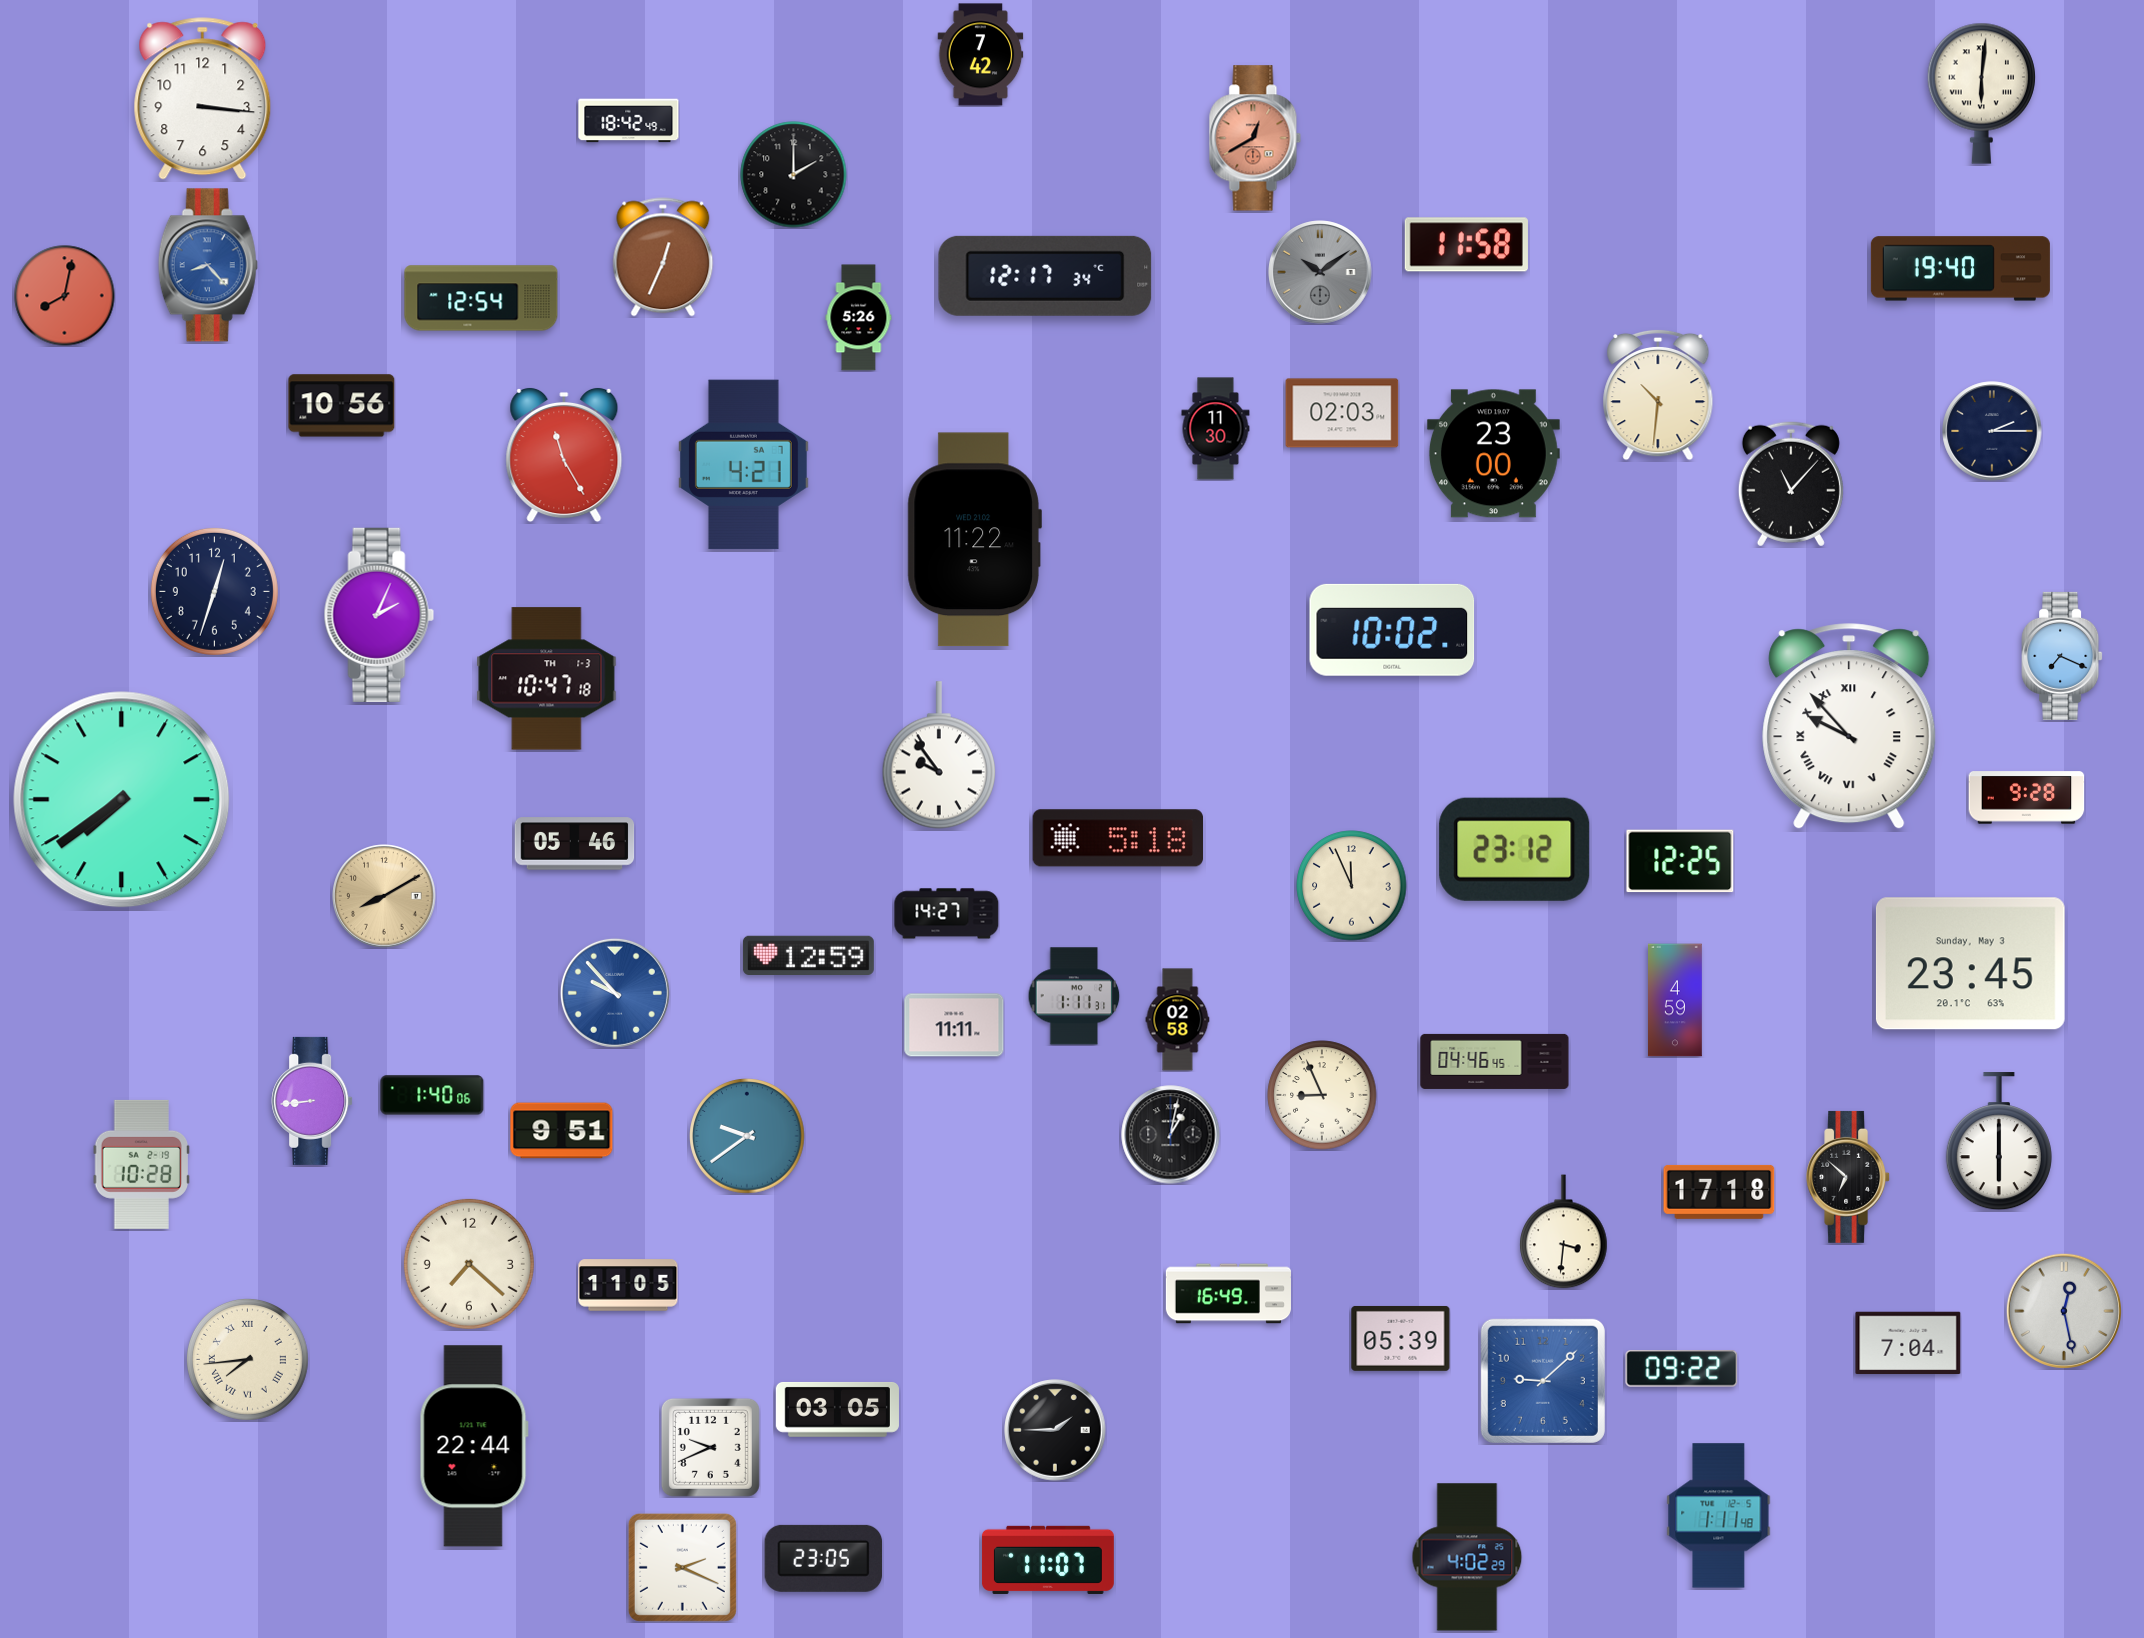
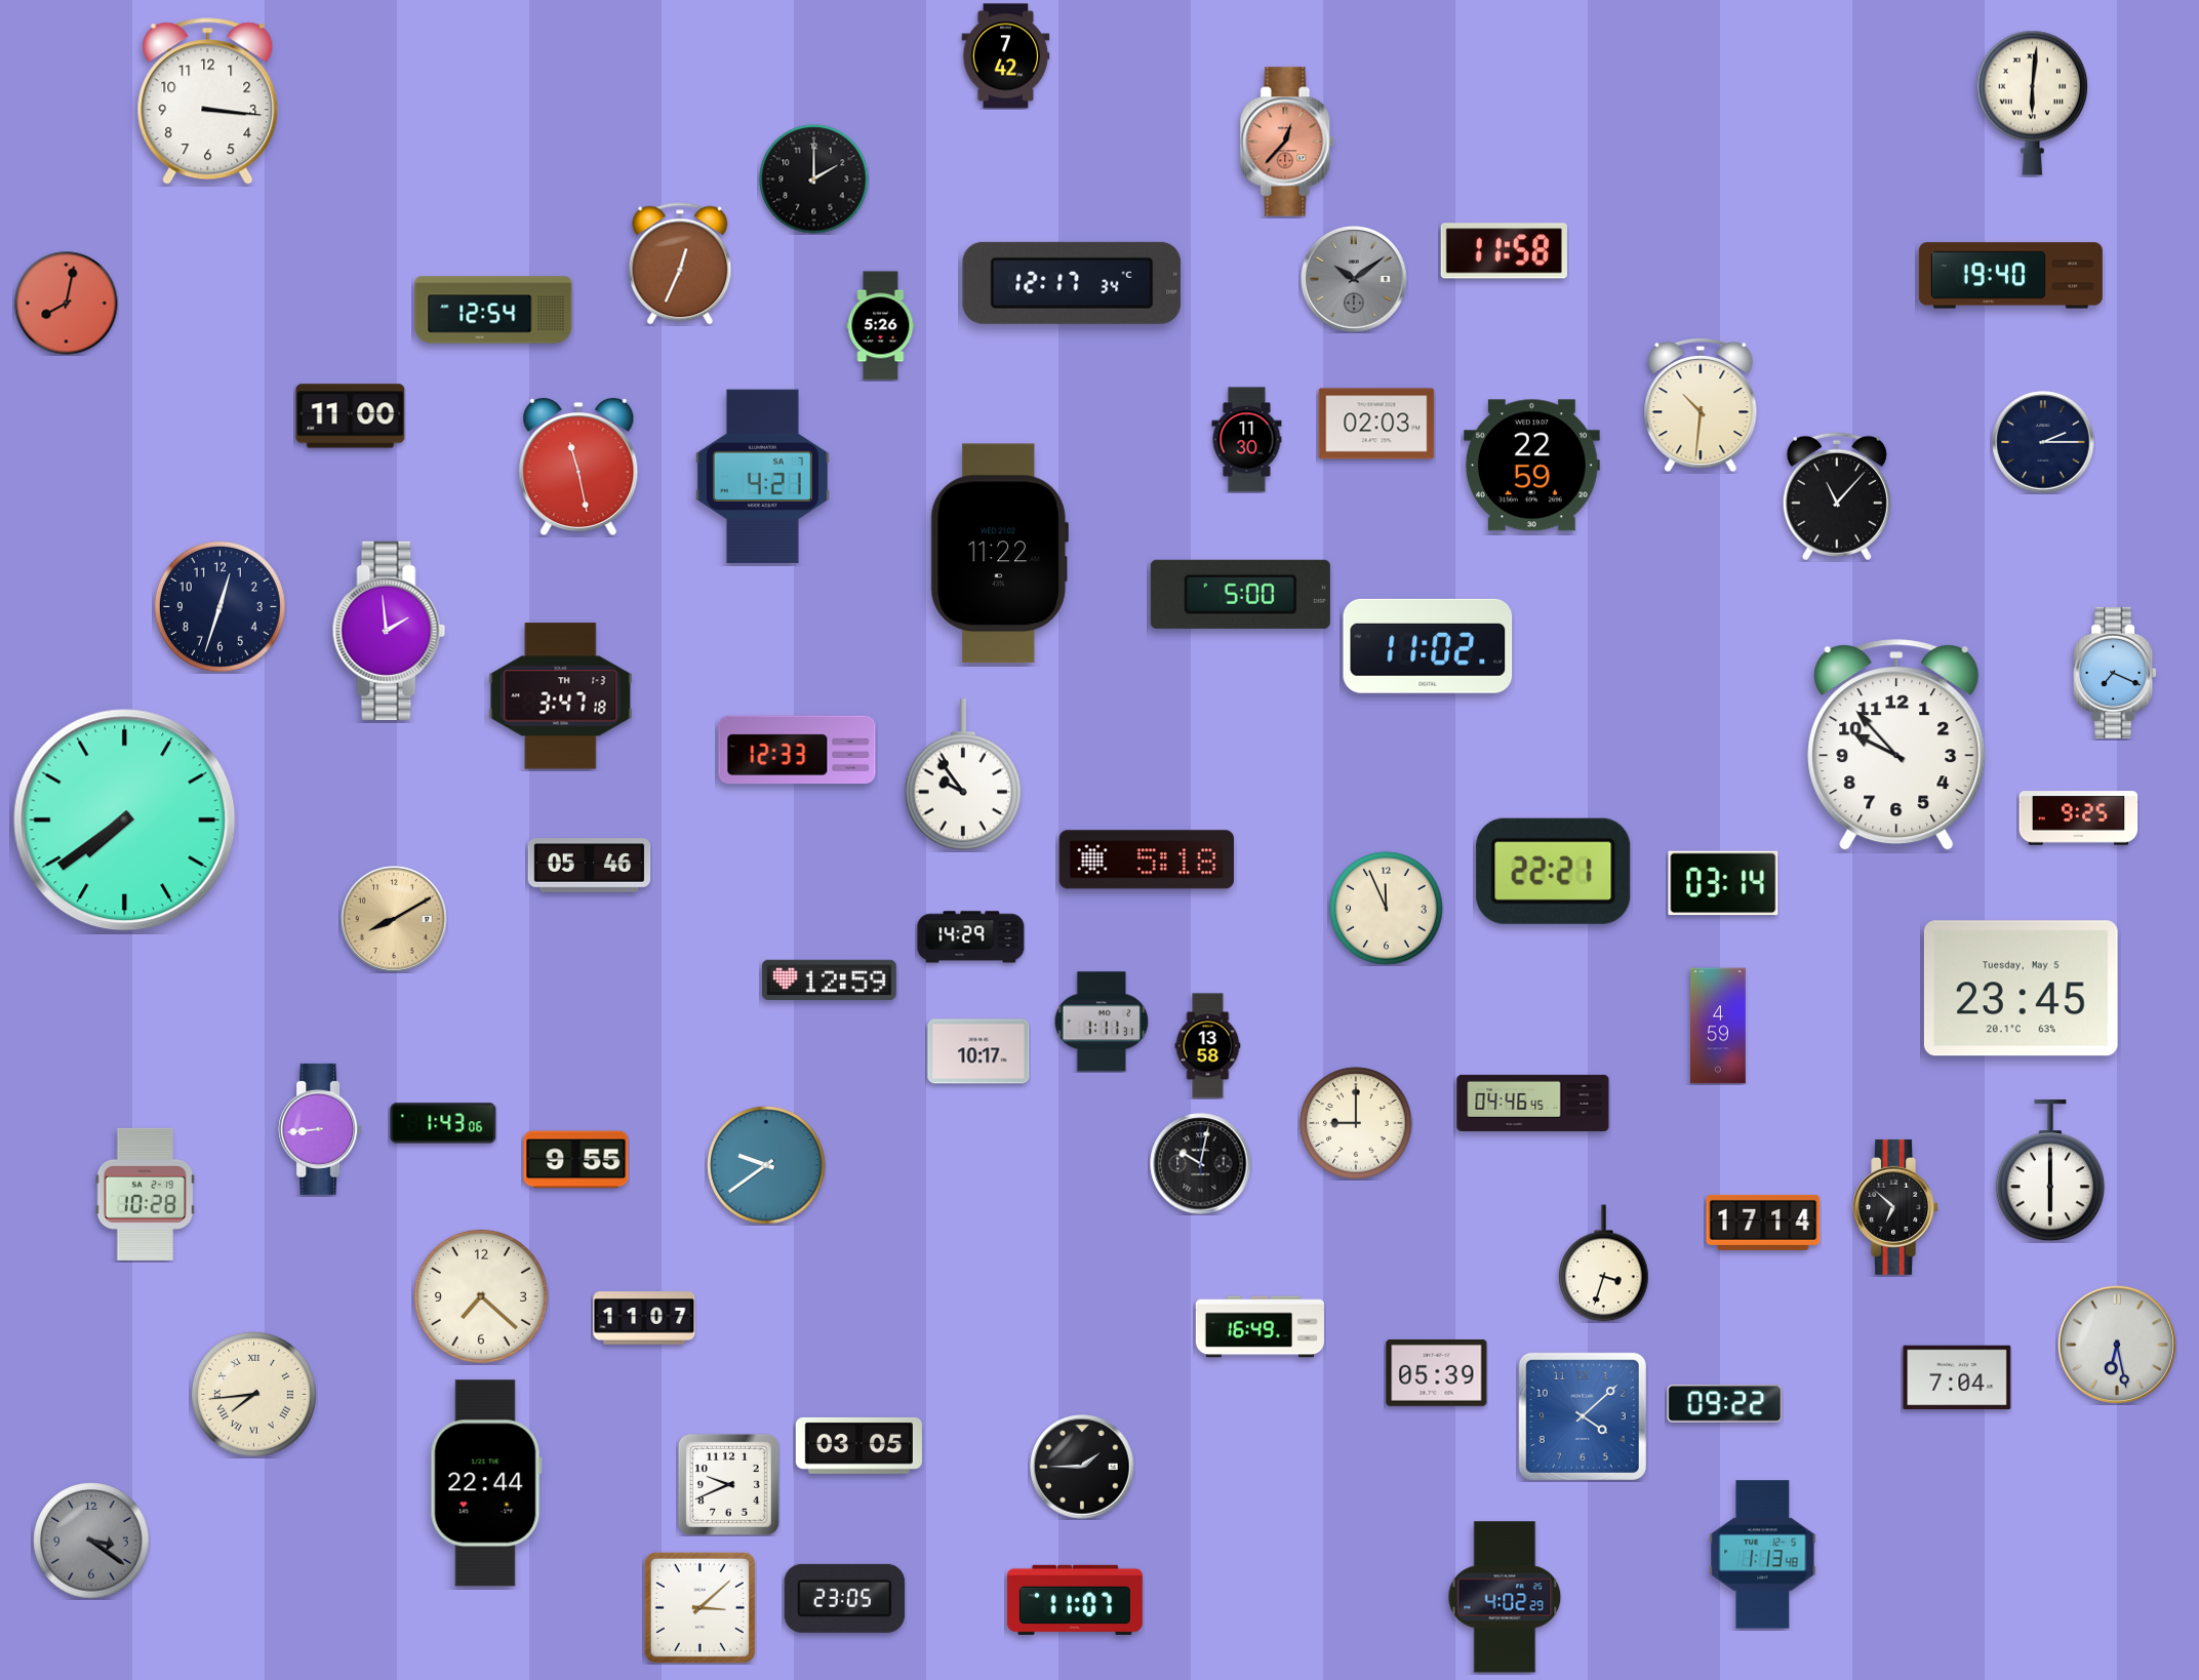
clock at (1981, 93) position: (1981, 93) -> (2032, 103)
clock at (629, 121): 18:42 -> none
clock at (1255, 138): 12:40 -> 12:37
clock at (208, 265): 8:23 -> none
clock at (481, 298) position: (481, 298) -> (493, 310)
clock at (342, 406): 10:56 -> 11:00
clock at (1493, 454): 23:00 -> 22:59
clock at (564, 455): 11:25 -> 11:28
clock at (1240, 594): none -> 5:00
clock at (379, 615): 2:04 -> 1:59
clock at (1392, 630): 10:02 -> 11:02
clock at (547, 679): 10:47 -> 3:47
clock at (1849, 727) numerals: Roman -> Arabic
clock at (797, 750): none -> 12:33
clock at (2027, 798): 9:28 -> 9:25
clock at (1515, 849): 23:12 -> 22:21
clock at (1680, 861): 12:25 -> 03:14
clock at (947, 914): 14:27 -> 14:29
clock at (1970, 964) date: Sunday, May 3 -> Tuesday, May 5
clock at (615, 993): 9:53 -> none
clock at (1178, 1020): 02:58 -> 13:58
clock at (954, 1025): 11:11 -> 10:17
clock at (1495, 1061) position: (1495, 1061) -> (1533, 1103)
clock at (432, 1095): 1:40 -> 1:43
clock at (1322, 1095): 8:56 -> 9:00
clock at (562, 1131): 9:51 -> 9:55
clock at (1171, 1135): 1:02 -> 10:02
clock at (1719, 1192): 17:18 -> 17:14
clock at (1564, 1232): 3:31 -> 3:33
clock at (628, 1285): 11:05 -> 11:07
clock at (2063, 1310): 12:28 -> 6:28
clock at (1543, 1381): 9:08 -> 4:08
clock at (91, 1541): none -> 3:21
clock at (1719, 1516): 1:11 -> 1:13
clock at (682, 1567): 2:19 -> 3:08
